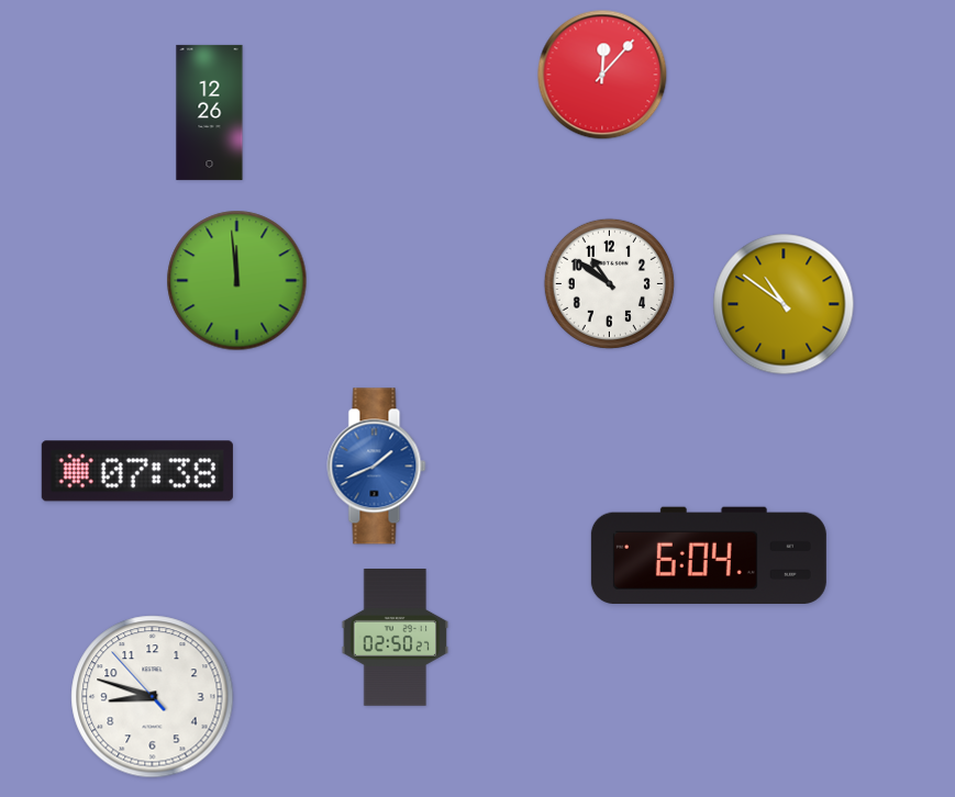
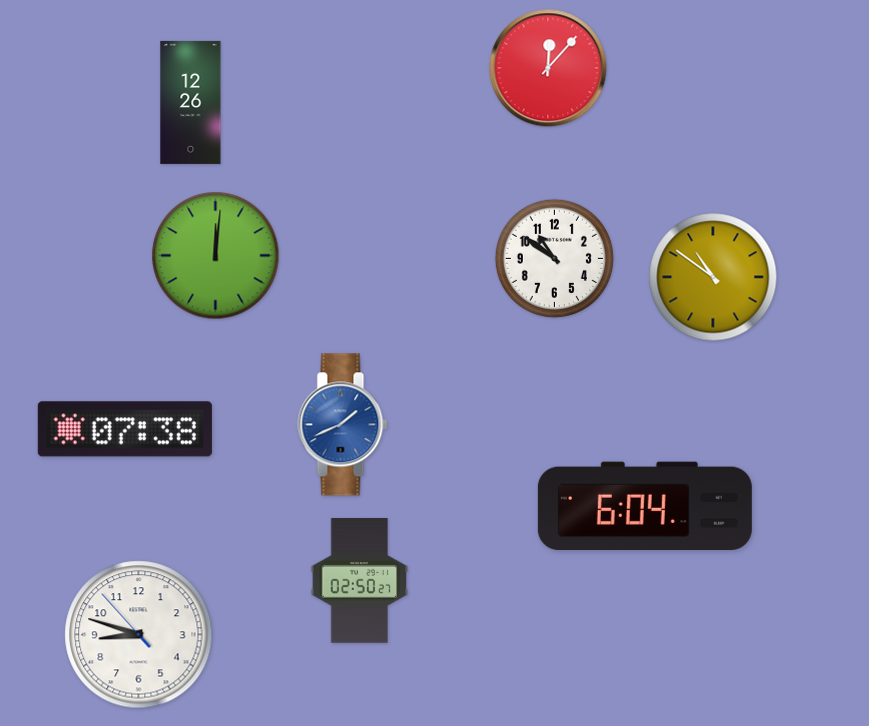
clock at (237, 281): 11:59 -> 12:01
